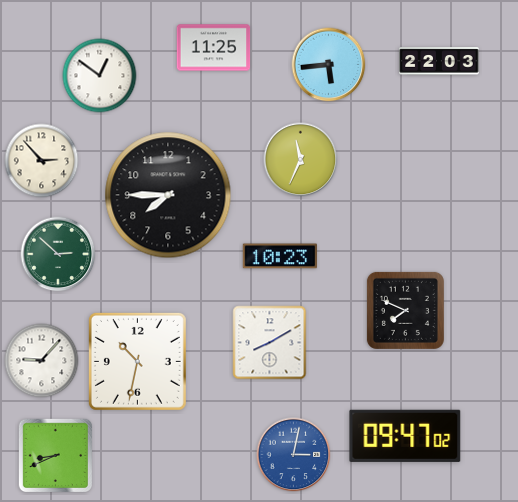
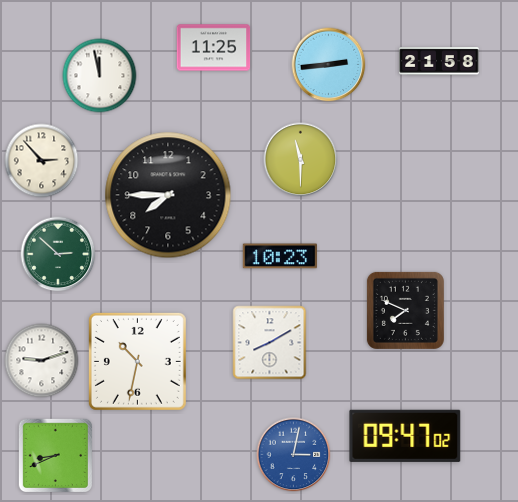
clock at (439, 61): 22:03 -> 21:58
clock at (329, 65): 5:44 -> 2:44
clock at (100, 76): 12:51 -> 11:58
clock at (301, 160): 11:34 -> 11:30
clock at (42, 361): 9:07 -> 9:12
